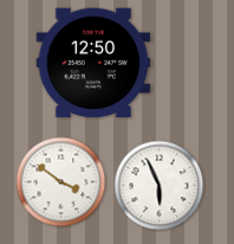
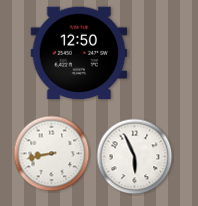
clock at (61, 182): 3:51 -> 8:43
